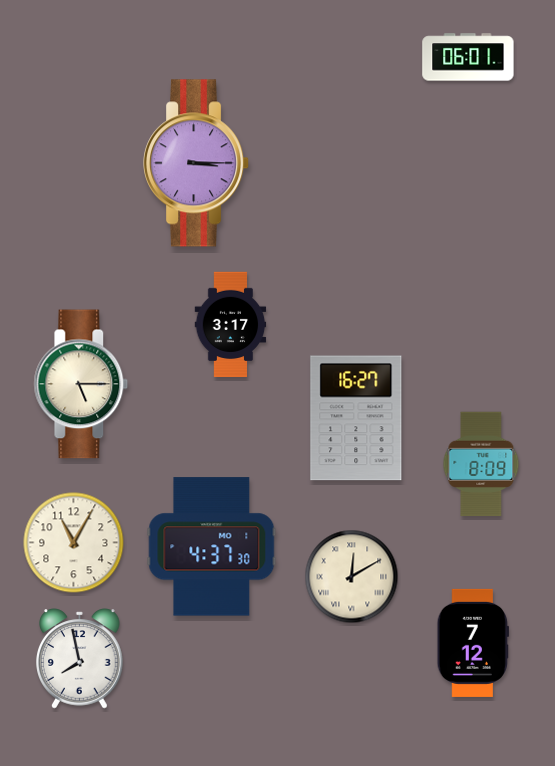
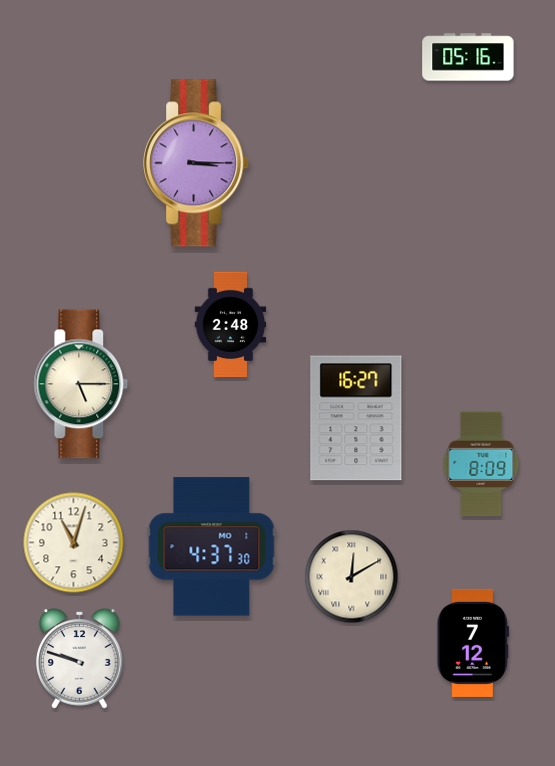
clock at (468, 57): 06:01 -> 05:16
clock at (231, 325): 3:17 -> 2:48
clock at (74, 543): 11:05 -> 11:03
clock at (80, 659): 7:58 -> 9:48
